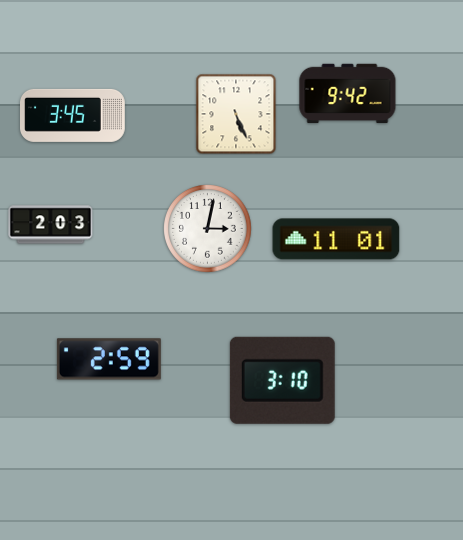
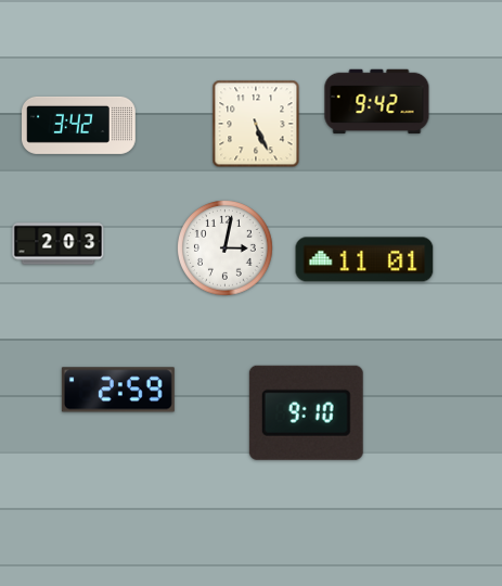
clock at (73, 115): 3:45 -> 3:42
clock at (51, 225) position: (51, 225) -> (59, 244)
clock at (282, 380): 3:10 -> 9:10
